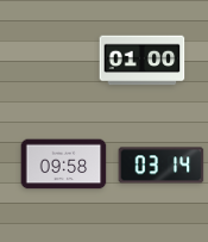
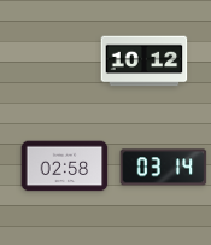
clock at (143, 61): 01:00 -> 10:12
clock at (64, 165): 09:58 -> 02:58
